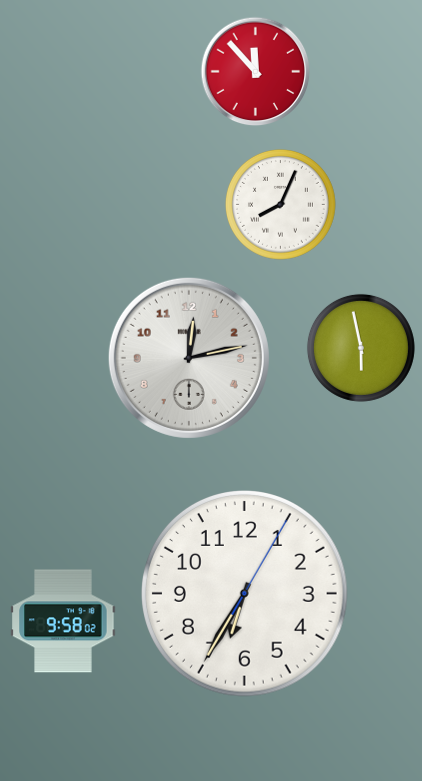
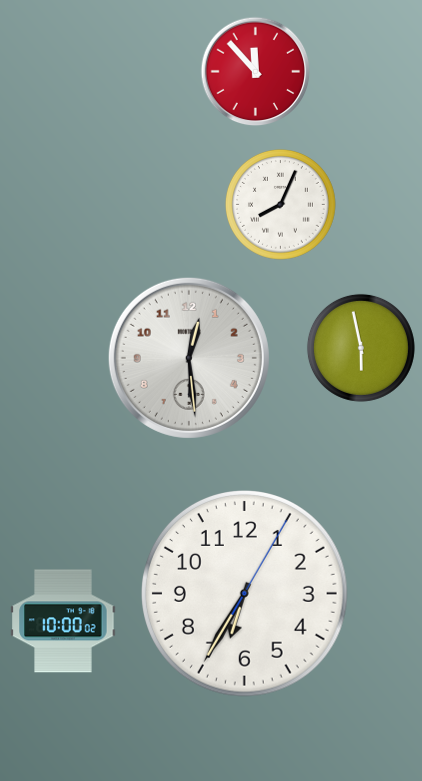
clock at (189, 358): 12:13 -> 12:29
clock at (63, 621): 9:58 -> 10:00
